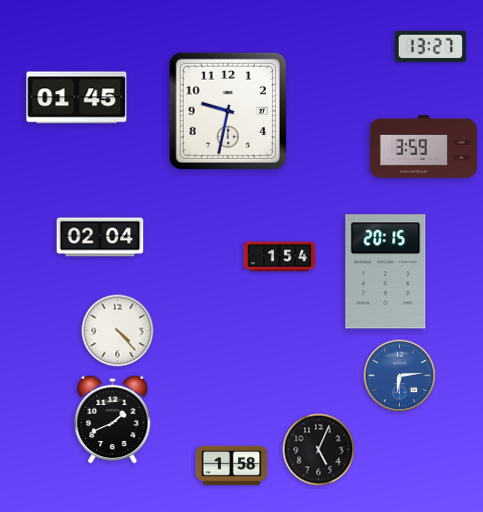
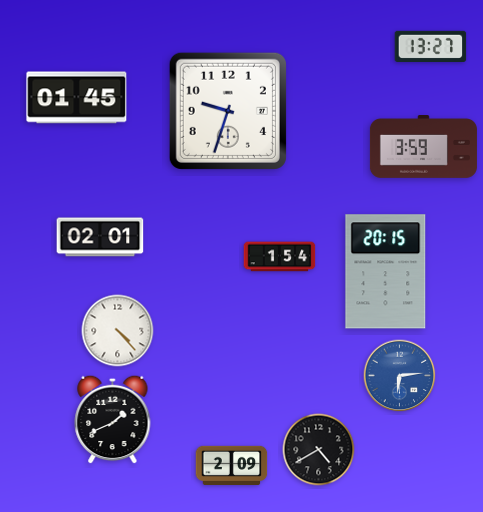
clock at (228, 111): 9:32 -> 9:33
clock at (100, 237): 02:04 -> 02:01
clock at (319, 450): 5:04 -> 4:40
clock at (232, 465): 1:58 -> 2:09
